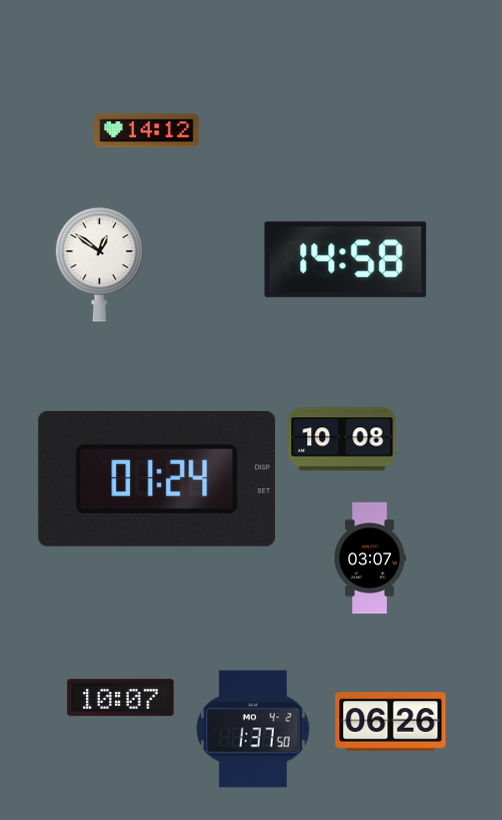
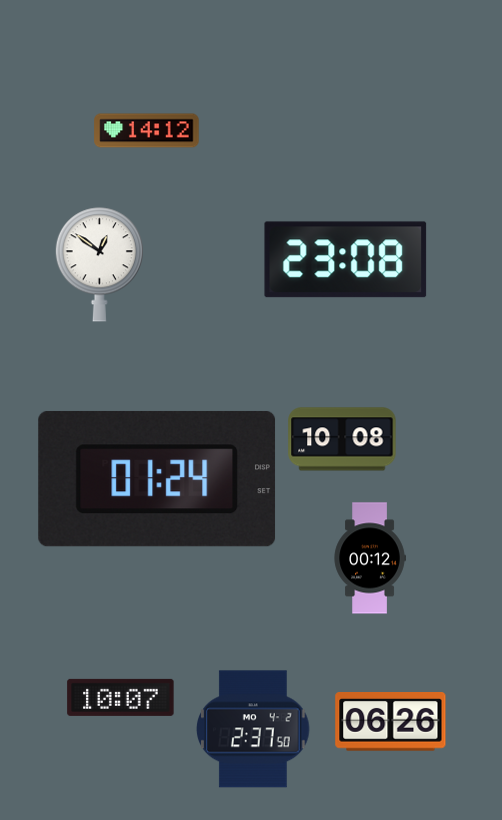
clock at (346, 260): 14:58 -> 23:08
clock at (370, 558): 03:07 -> 00:12
clock at (253, 729): 1:37 -> 2:37
